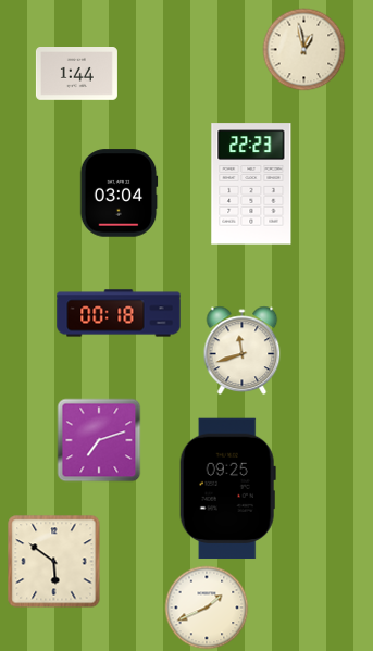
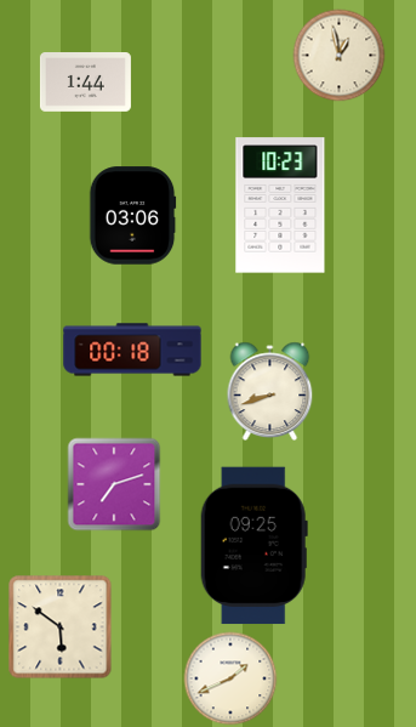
clock at (251, 184): 22:23 -> 10:23
clock at (119, 193): 03:04 -> 03:06
clock at (243, 350): 11:42 -> 8:42
clock at (99, 440) position: (99, 440) -> (114, 484)
